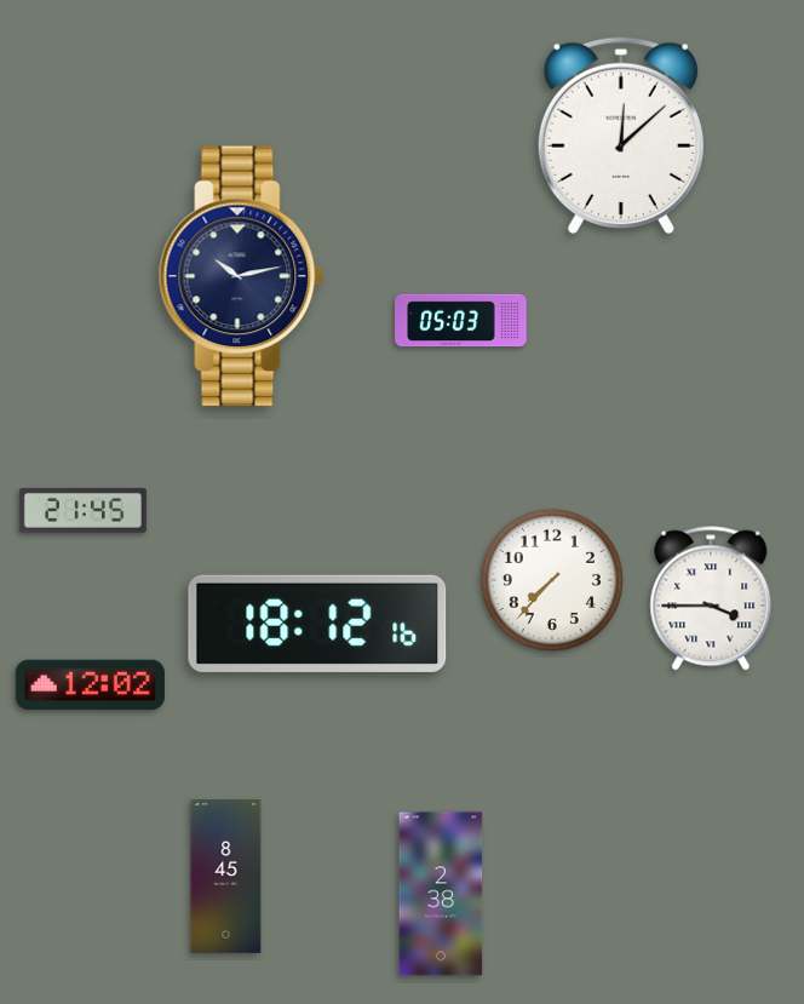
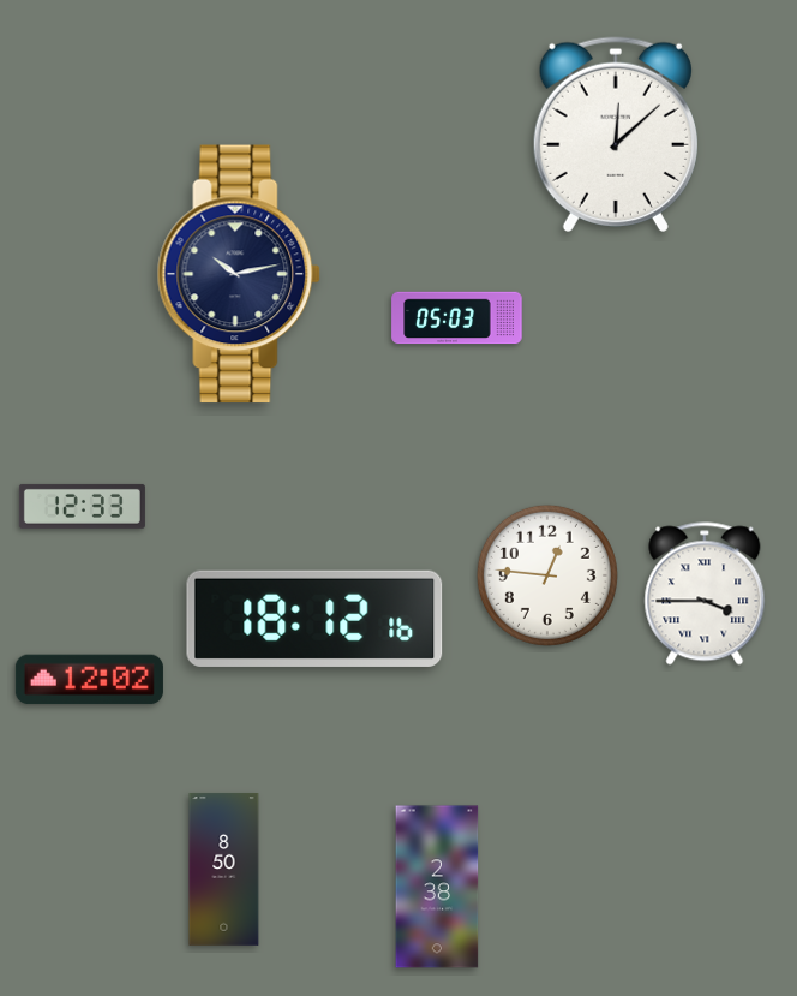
clock at (82, 510): 21:45 -> 12:33
clock at (552, 580): 7:37 -> 12:46
clock at (226, 877): 8:45 -> 8:50
